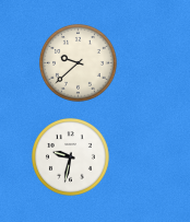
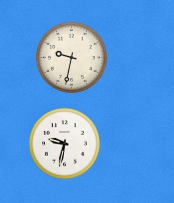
clock at (78, 62): 9:38 -> 9:32
